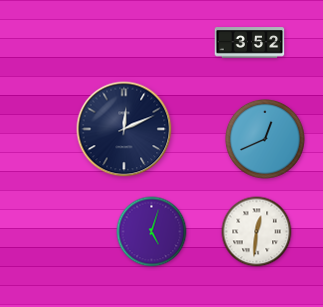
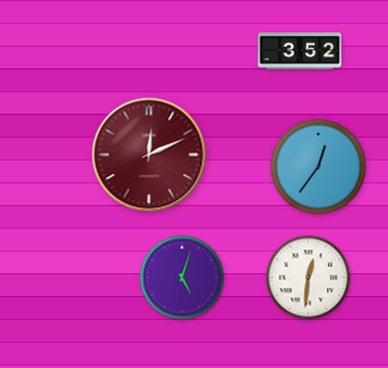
clock at (124, 129) dial: navy -> burgundy
clock at (265, 139): 12:41 -> 12:36
